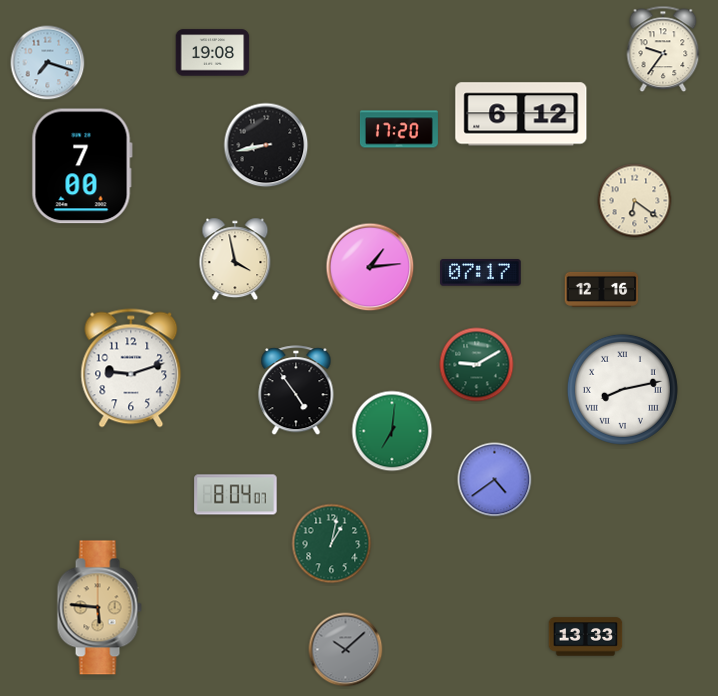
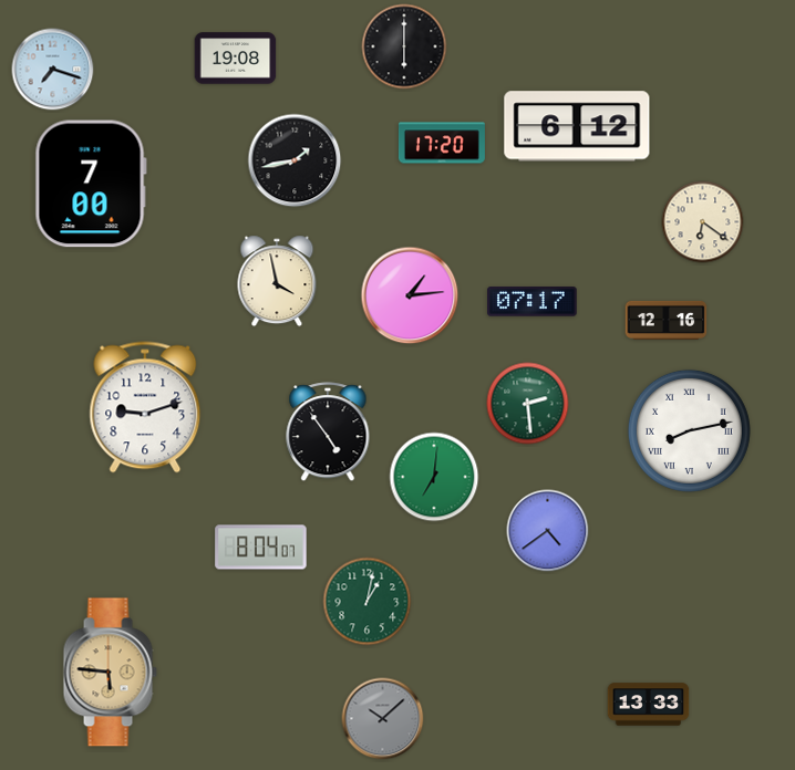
clock at (404, 46): none -> 6:00
clock at (663, 49): 9:36 -> none
clock at (266, 145): 8:43 -> 1:43
clock at (235, 259) position: (235, 259) -> (277, 281)
clock at (477, 365): 9:10 -> 2:29
